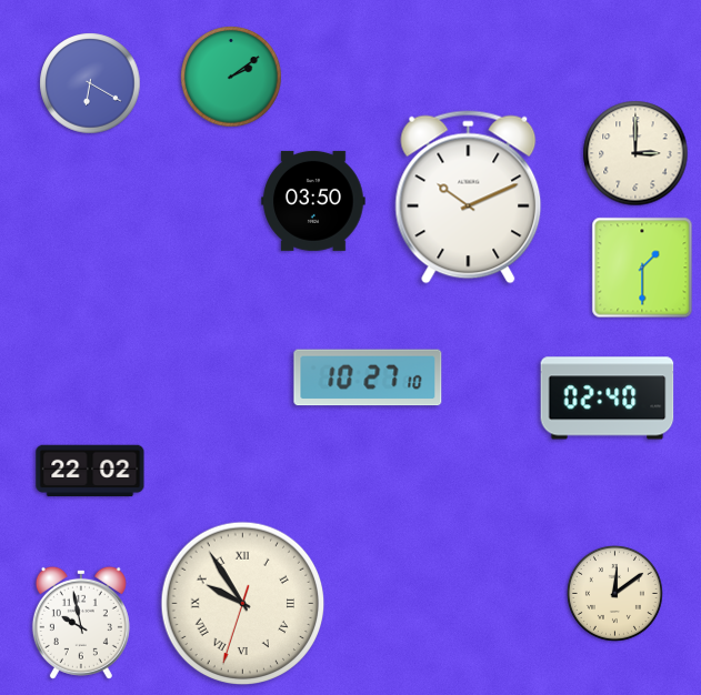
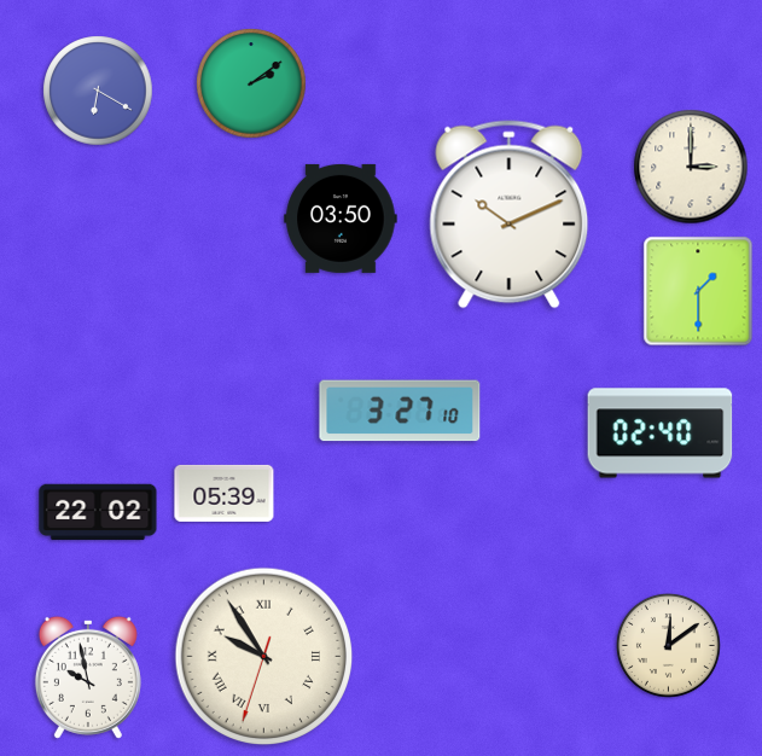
clock at (368, 377): 10:27 -> 3:27
clock at (225, 493): none -> 05:39
